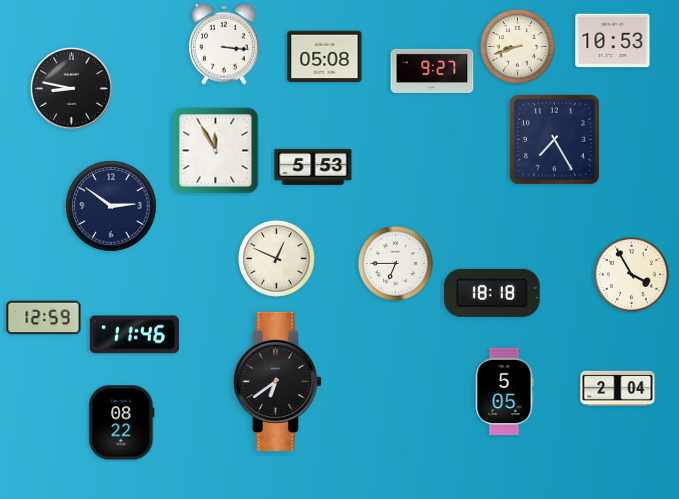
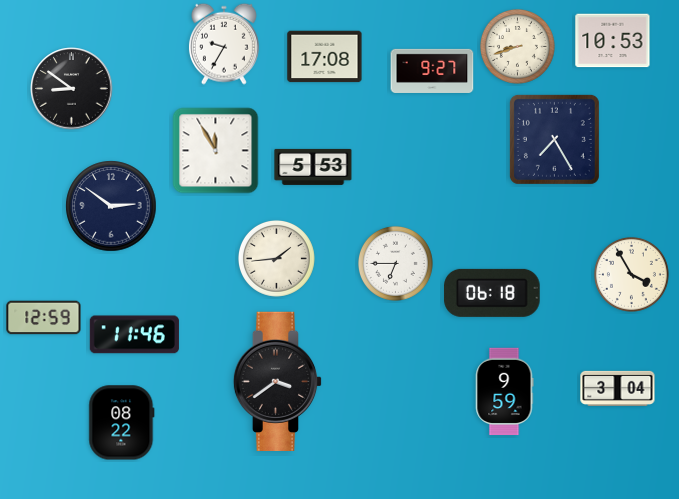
clock at (224, 44): 3:16 -> 9:35
clock at (325, 57): 05:08 -> 17:08
clock at (72, 89): 8:47 -> 8:51
clock at (276, 258): 12:49 -> 1:44
clock at (492, 293): 18:18 -> 06:18
clock at (278, 381): 6:39 -> 3:39
clock at (618, 388): 2:04 -> 3:04
clock at (504, 392): 5:05 -> 9:59
